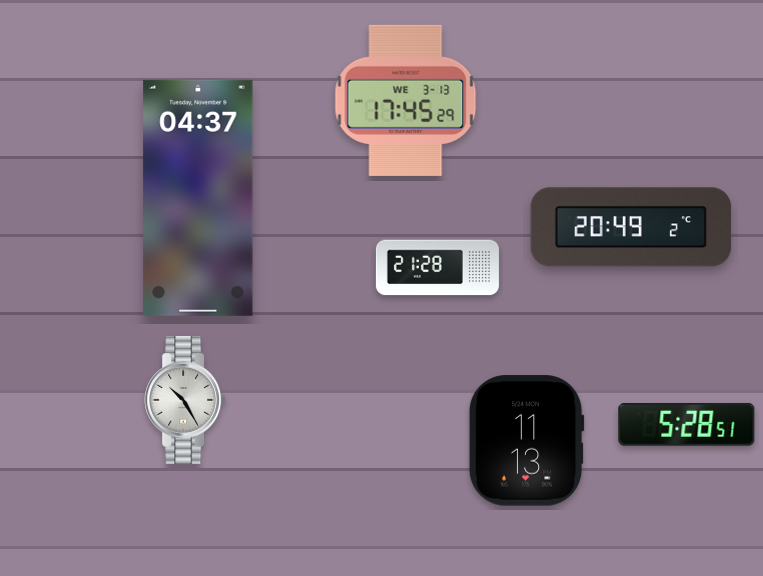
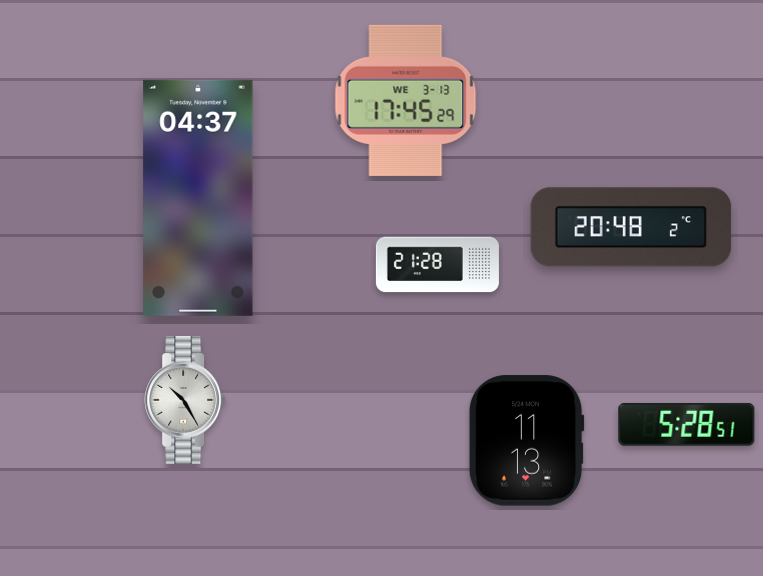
clock at (631, 227): 20:49 -> 20:48
clock at (437, 268) position: (437, 268) -> (437, 265)
